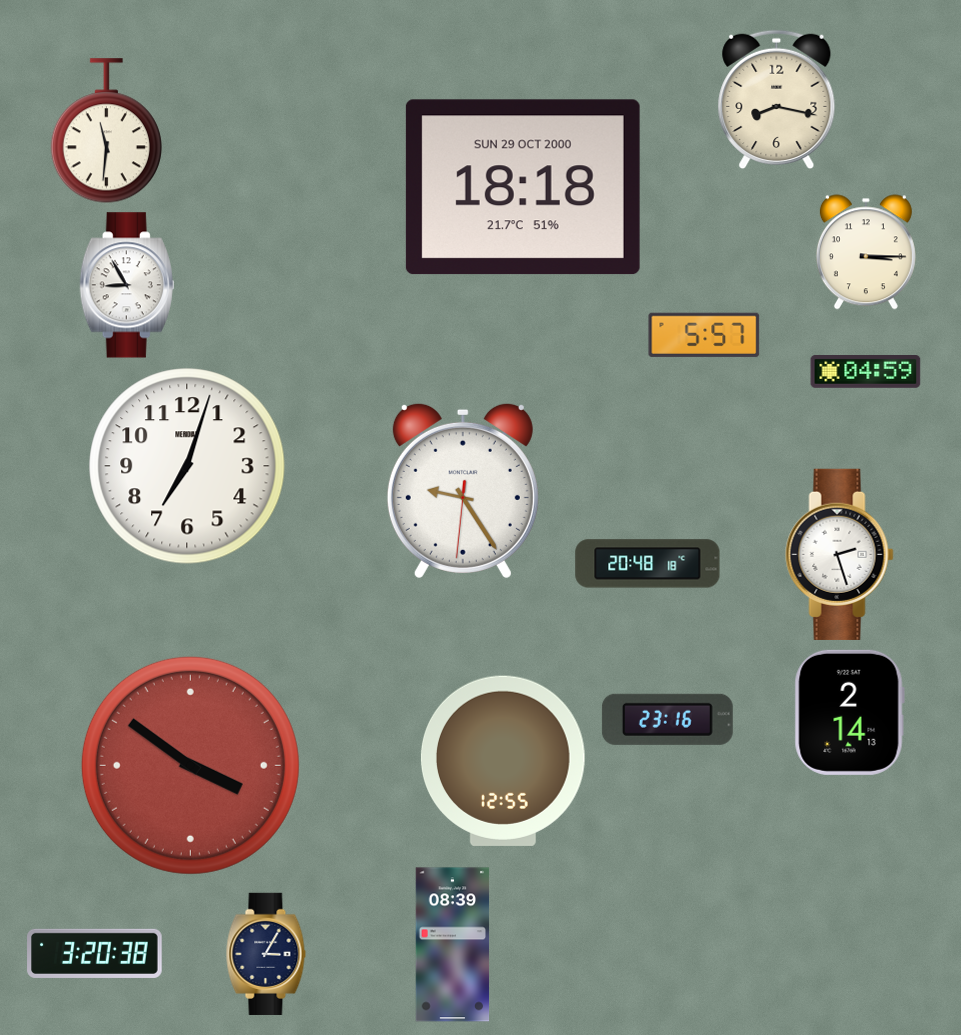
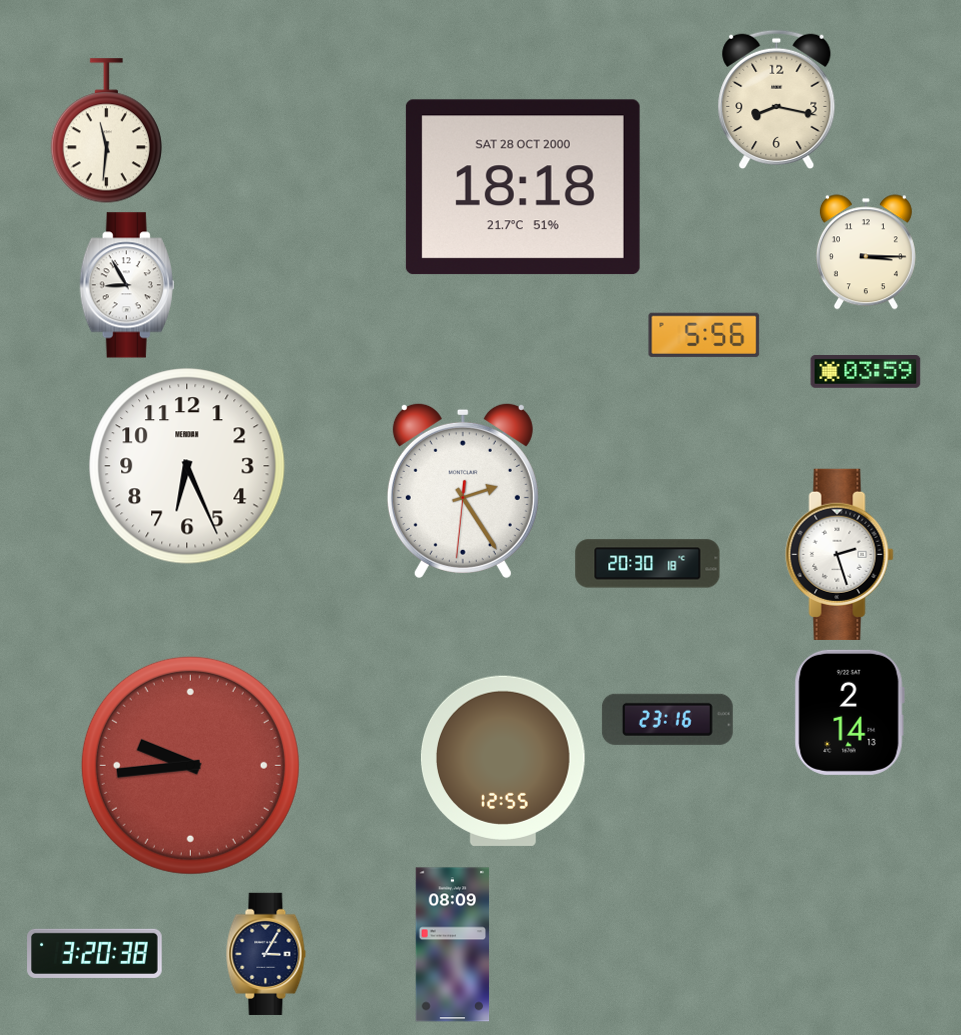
clock at (523, 187) date: SUN 29 OCT 2000 -> SAT 28 OCT 2000
clock at (704, 335): 5:57 -> 5:56
clock at (866, 372): 04:59 -> 03:59
clock at (187, 466): 7:03 -> 6:26
clock at (463, 490): 9:24 -> 2:24
clock at (648, 564): 20:48 -> 20:30
clock at (190, 765): 3:51 -> 9:44
clock at (453, 945): 08:39 -> 08:09
